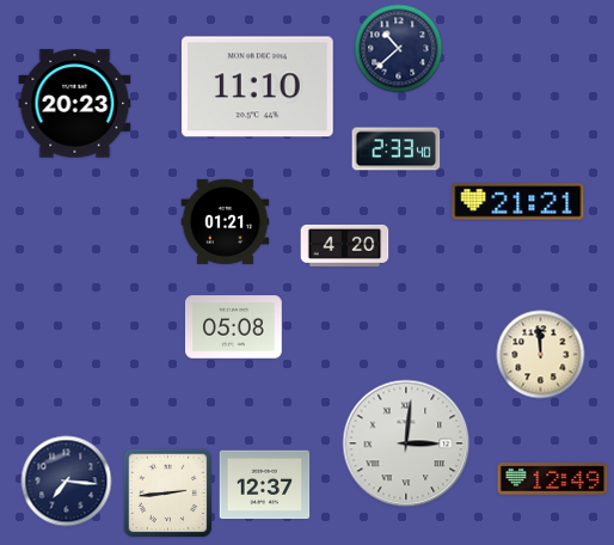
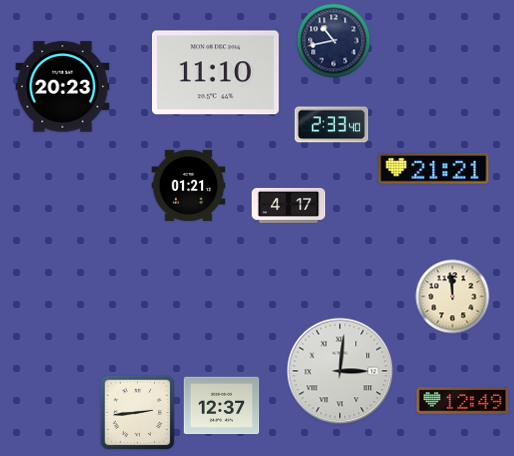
clock at (399, 49): 10:38 -> 10:43
clock at (345, 245): 4:20 -> 4:17
clock at (234, 327): 05:08 -> none
clock at (67, 482): 7:16 -> none
clock at (168, 494) position: (168, 494) -> (138, 413)
